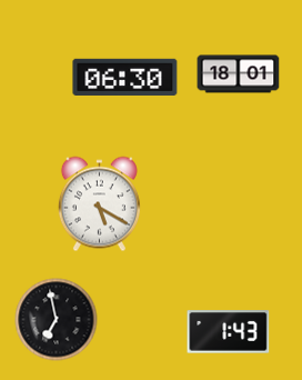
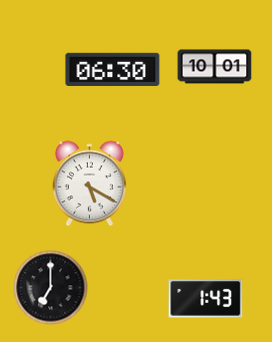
clock at (239, 74): 18:01 -> 10:01
clock at (57, 320): 6:58 -> 7:00
